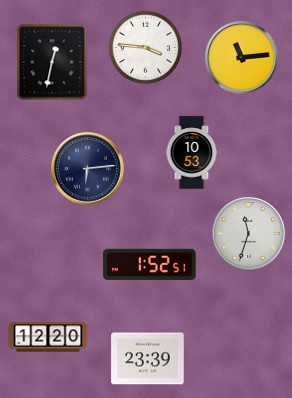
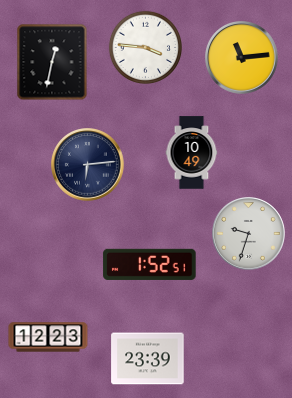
clock at (192, 153): 10:53 -> 10:49
clock at (88, 169) position: (88, 169) -> (88, 165)
clock at (249, 234): 11:33 -> 9:33
clock at (48, 337): 12:20 -> 12:23
